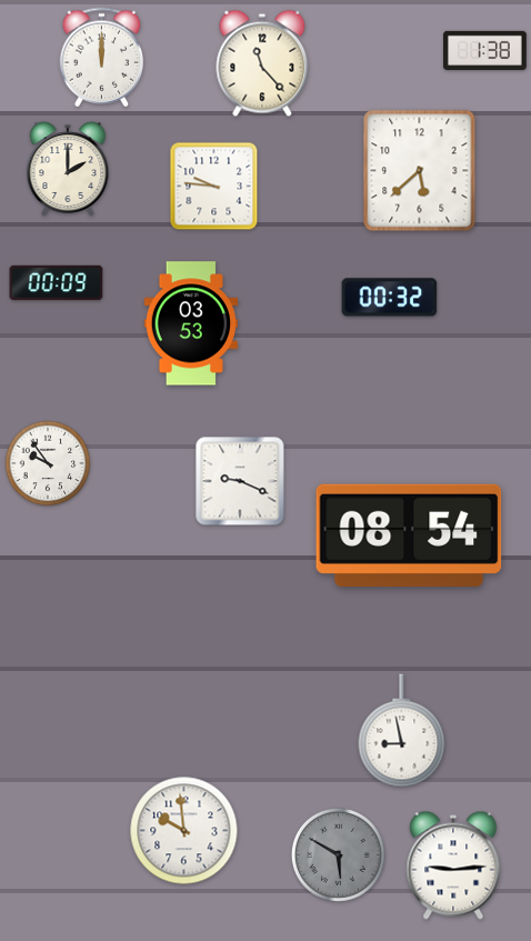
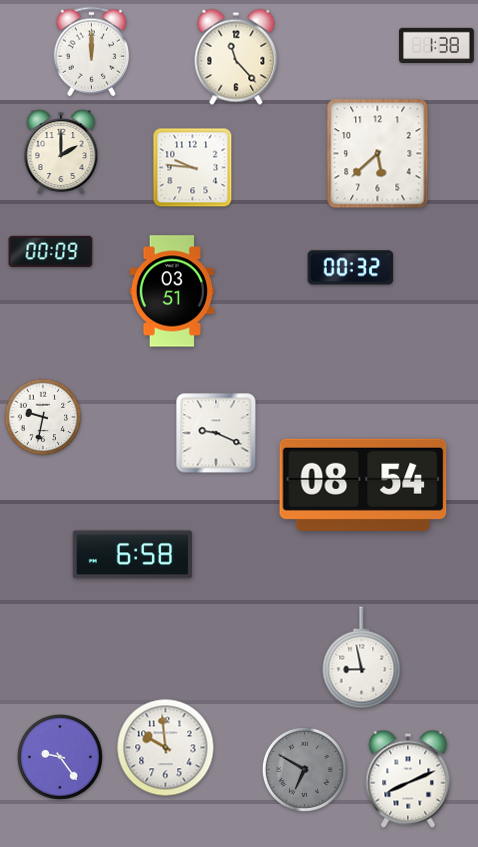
clock at (57, 283) position: (57, 283) -> (51, 252)
clock at (190, 323): 03:53 -> 03:51
clock at (48, 463): 9:54 -> 9:32
clock at (409, 535) position: (409, 535) -> (363, 485)
clock at (133, 555): none -> 6:58
clock at (60, 757): none -> 9:24
clock at (338, 854): 5:50 -> 6:50
clock at (453, 865): 9:14 -> 8:11
